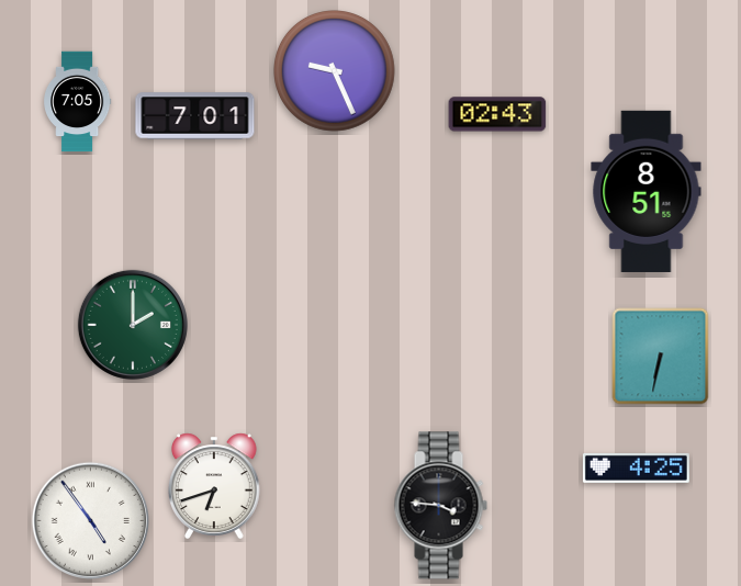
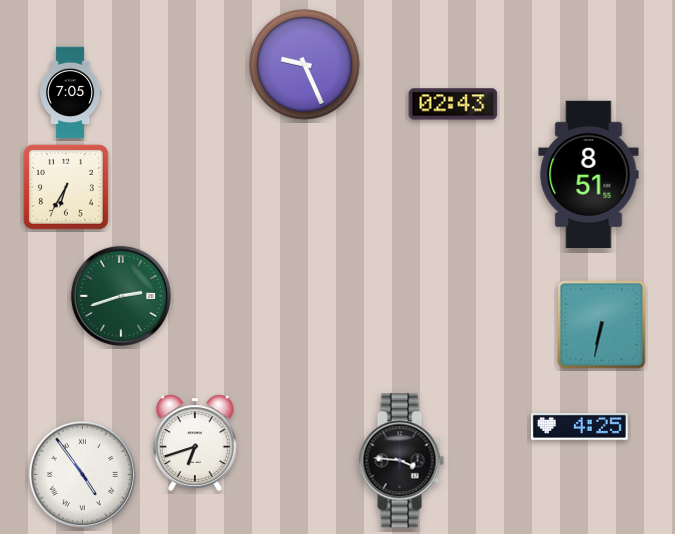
clock at (195, 116): 7:01 -> none
clock at (66, 187): none -> 6:35
clock at (133, 325): 2:00 -> 2:42
